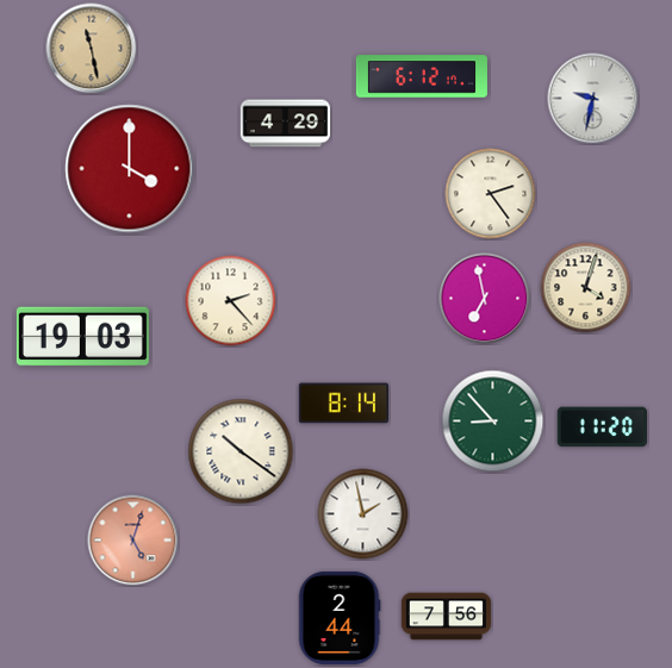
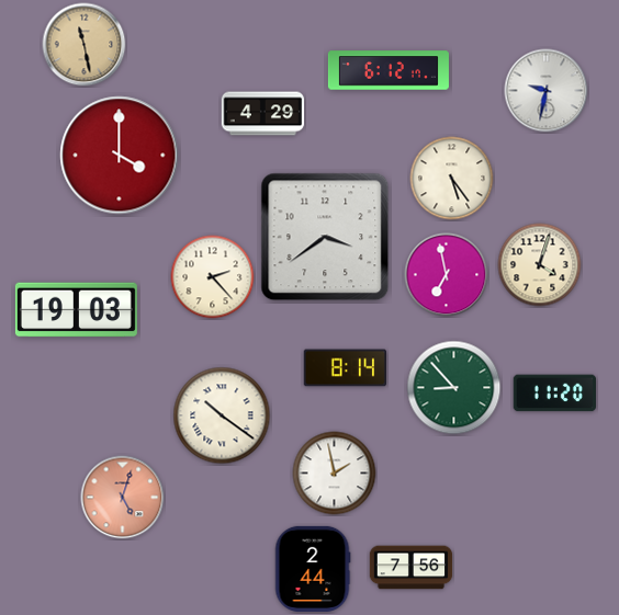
clock at (491, 194): 2:24 -> 5:24
clock at (325, 237): none -> 3:39
clock at (344, 404) position: (344, 404) -> (346, 368)
